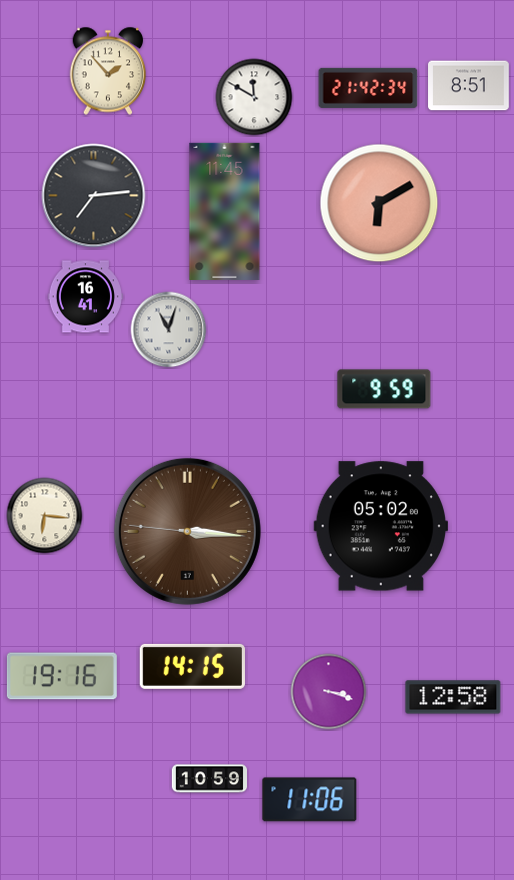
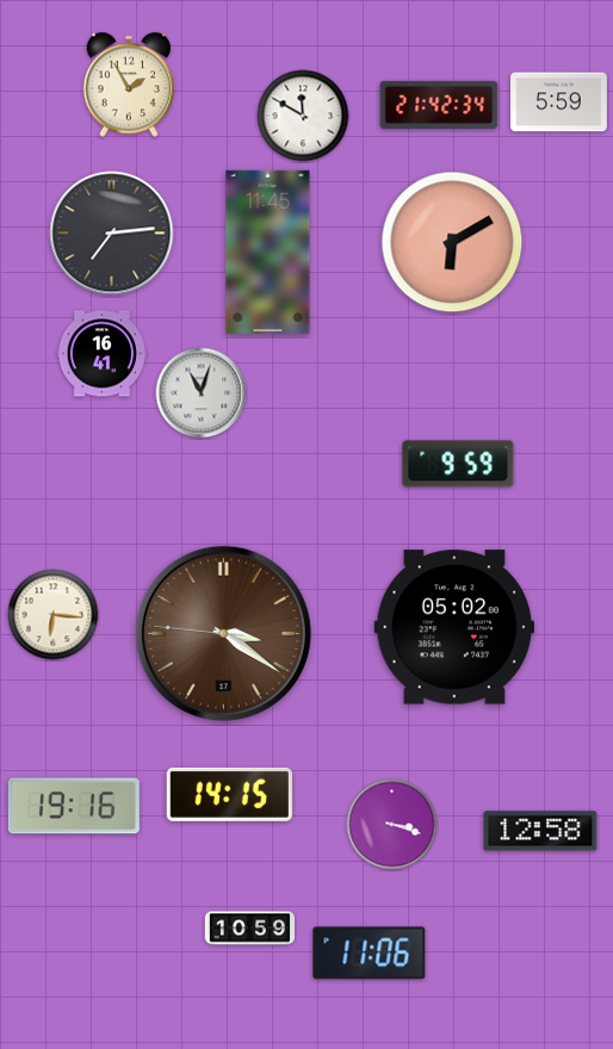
clock at (108, 71): 1:53 -> 1:55
clock at (469, 86): 8:51 -> 5:59
clock at (187, 531): 3:15 -> 3:20
